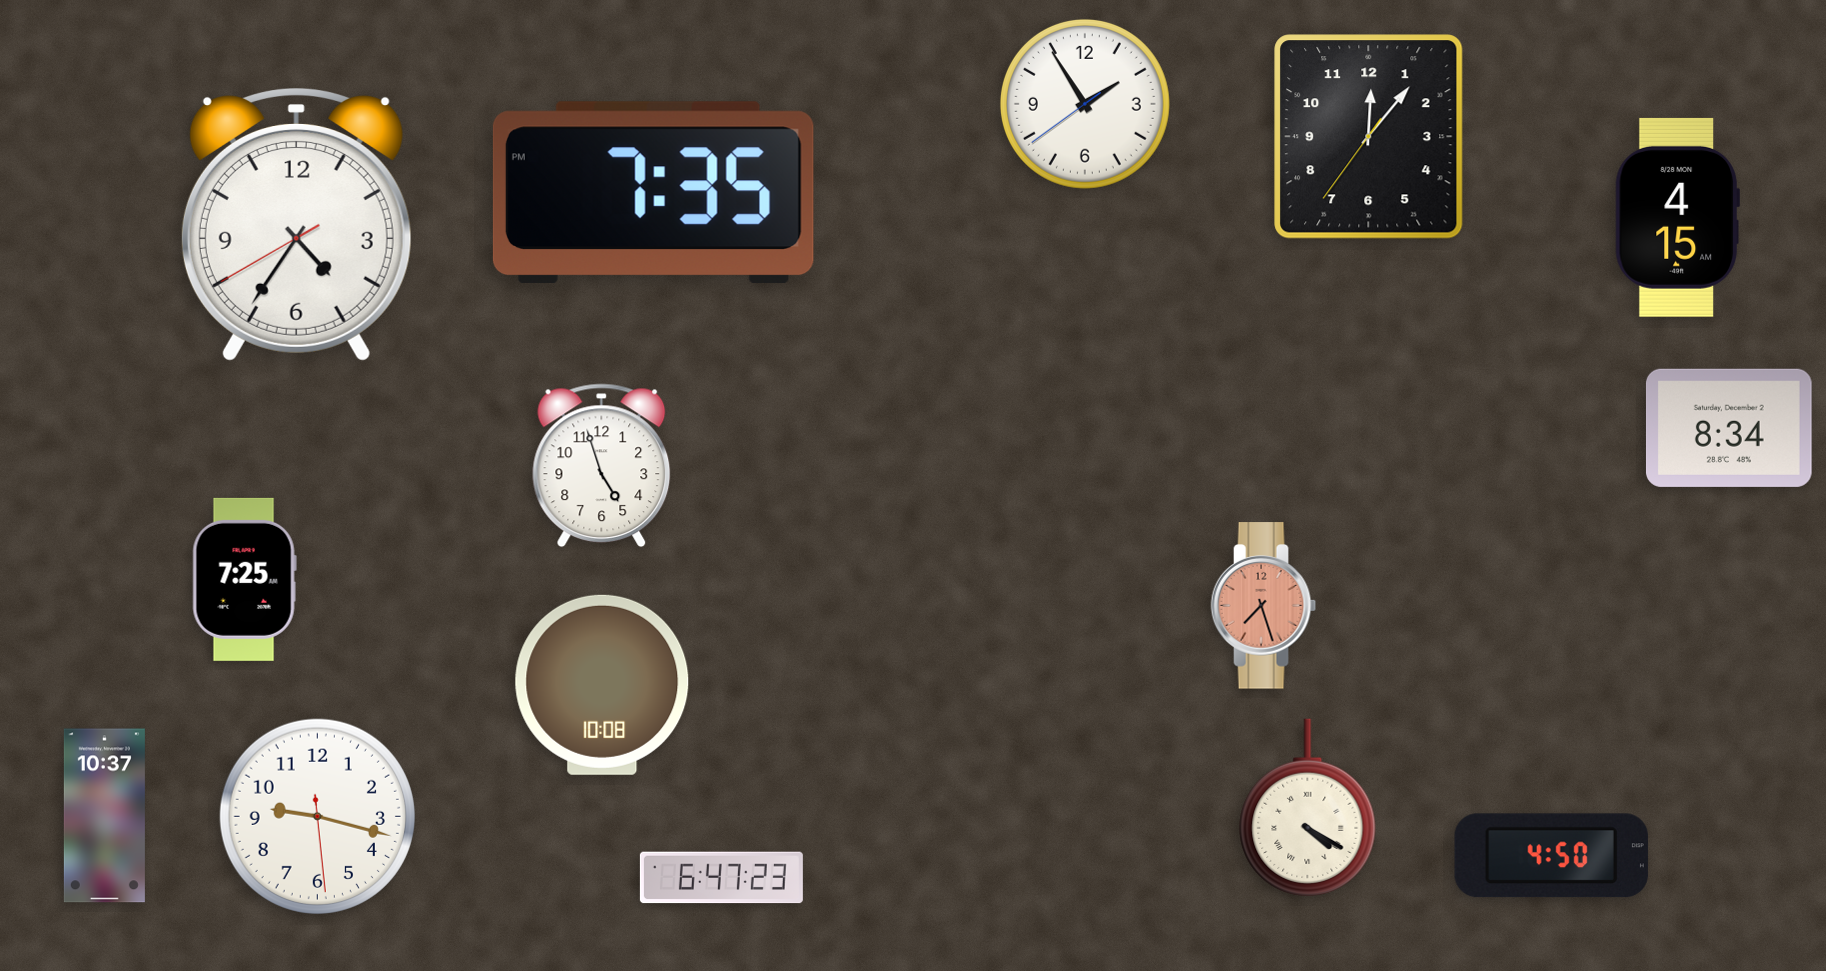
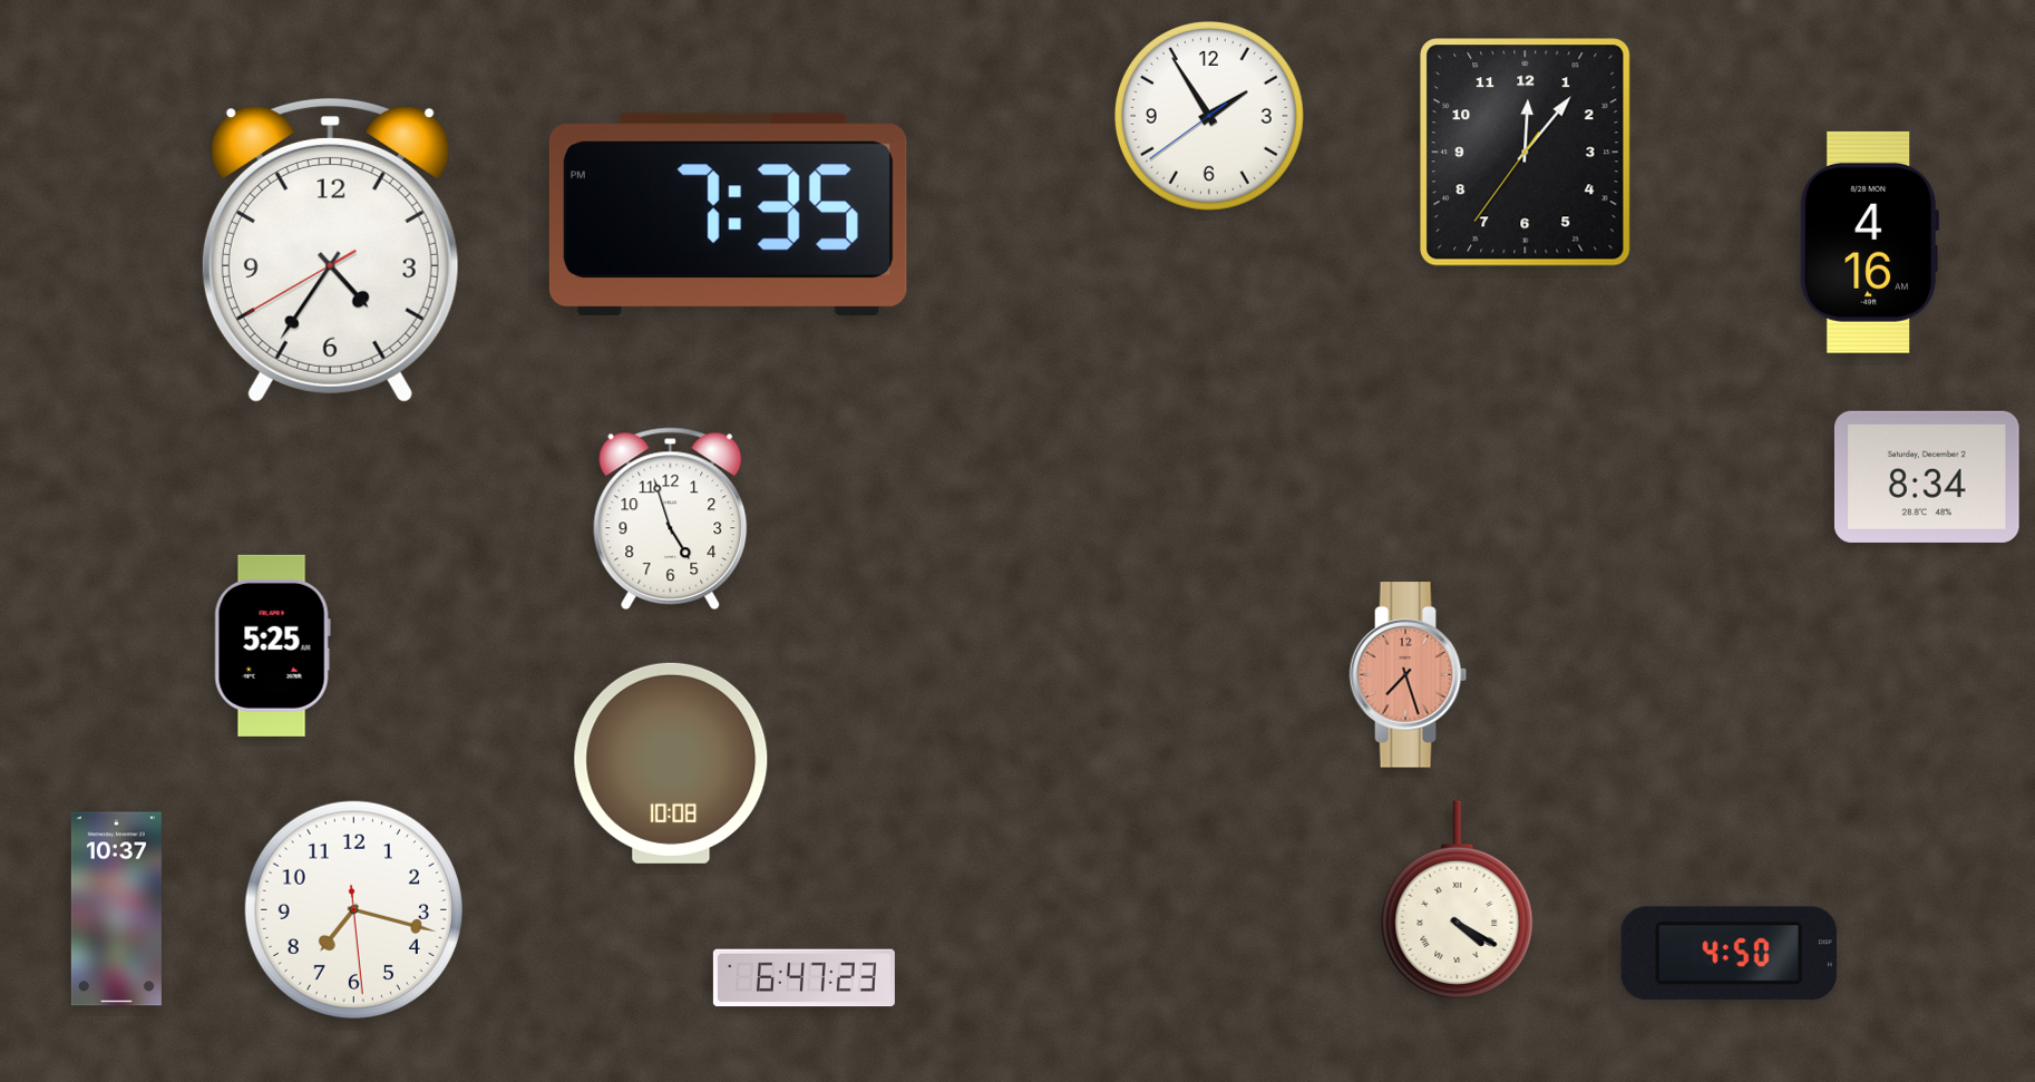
clock at (1677, 217): 4:15 -> 4:16
clock at (244, 579): 7:25 -> 5:25
clock at (317, 816): 9:17 -> 7:17
